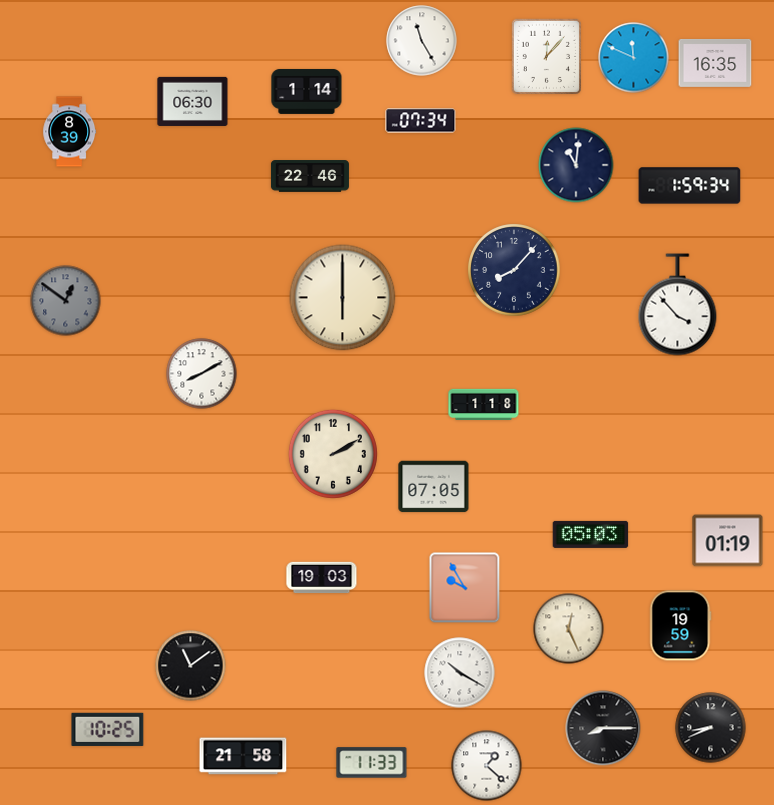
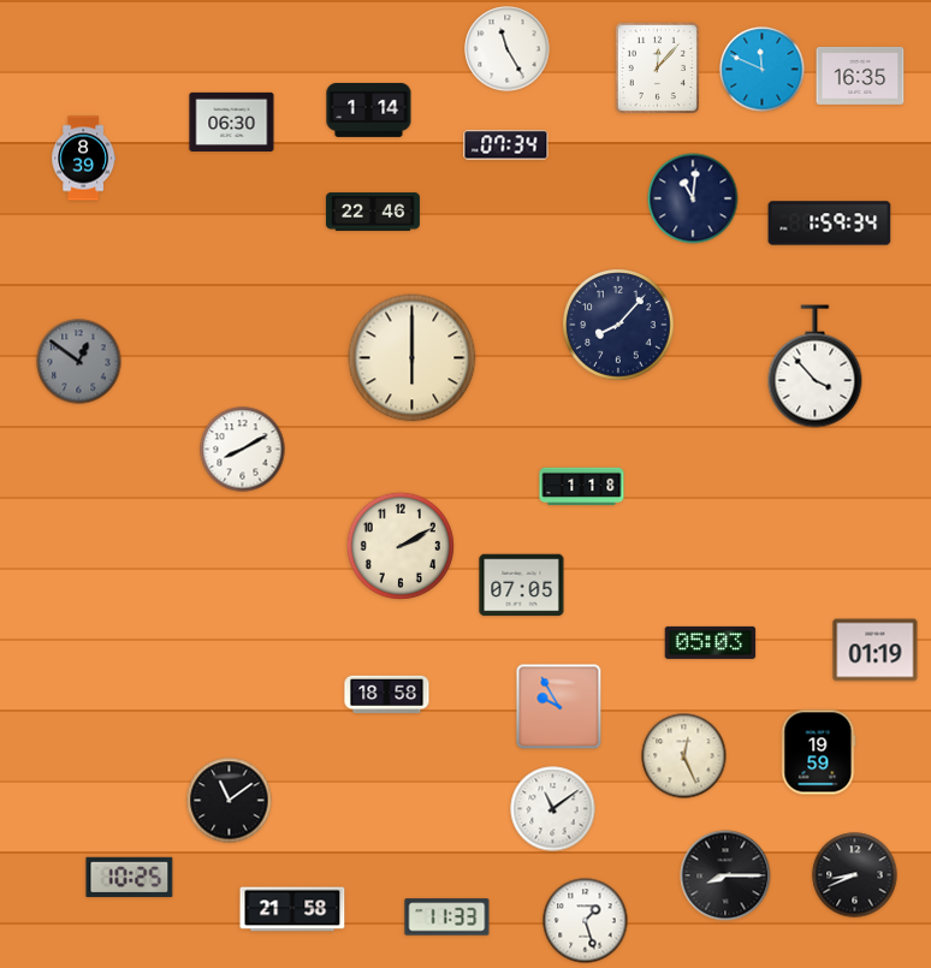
clock at (322, 578): 19:03 -> 18:58
clock at (460, 673): 10:20 -> 11:09
clock at (487, 766): 1:22 -> 1:27
